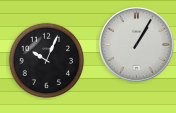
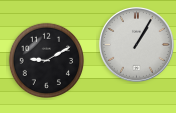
clock at (47, 61): 10:04 -> 9:10
